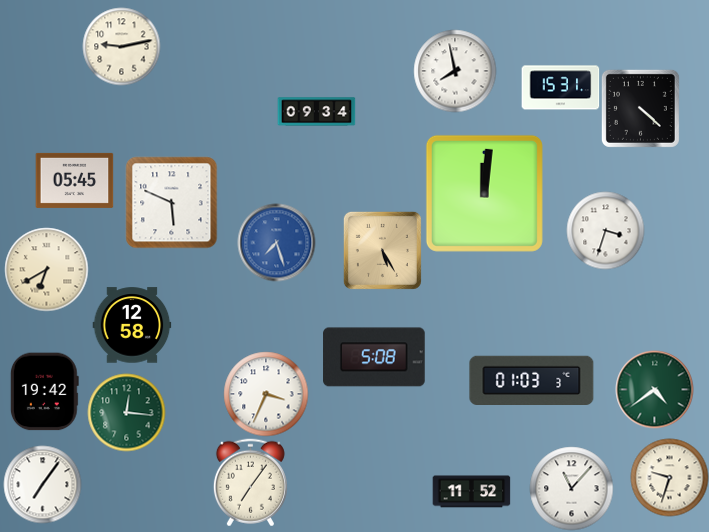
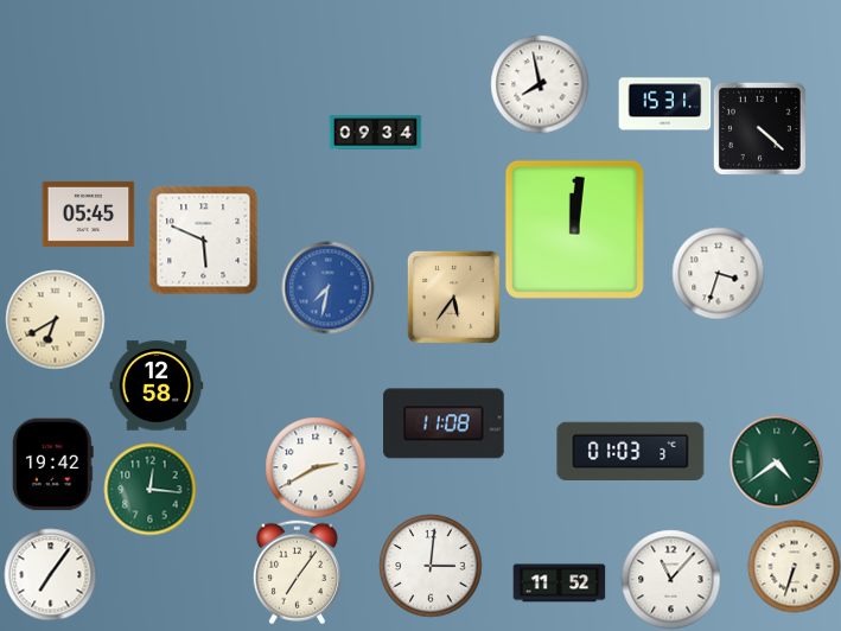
clock at (121, 46): 9:13 -> none
clock at (276, 242): 7:27 -> 7:32
clock at (382, 250): 5:25 -> 5:36
clock at (374, 357): 5:08 -> 11:08
clock at (266, 394): 3:34 -> 2:40
clock at (431, 566): none -> 3:01
clock at (669, 477): 9:33 -> 6:33
clock at (571, 488) position: (571, 488) -> (670, 579)
